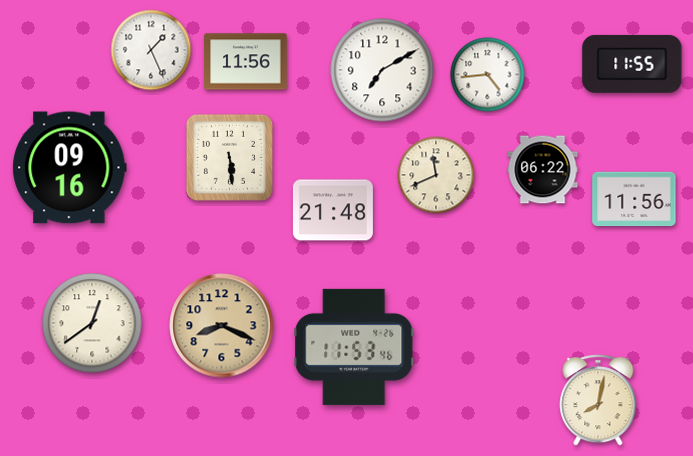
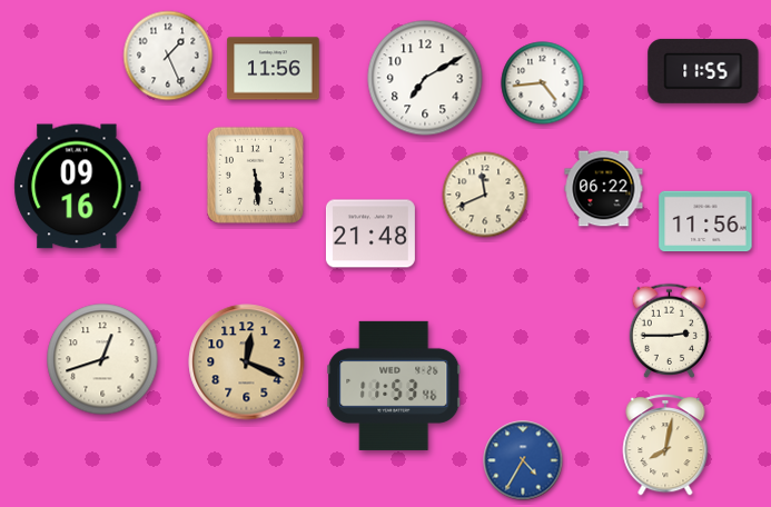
clock at (670, 330): none -> 2:45
clock at (92, 323): 12:39 -> 12:42
clock at (222, 326): 8:19 -> 12:19
clock at (523, 460): none -> 4:35
